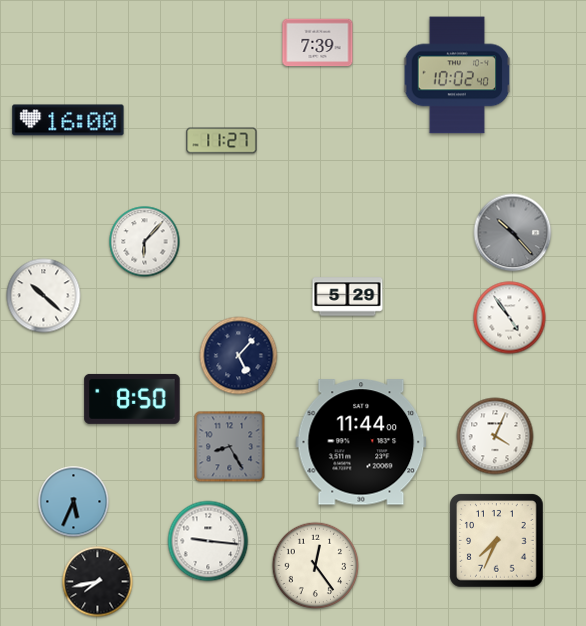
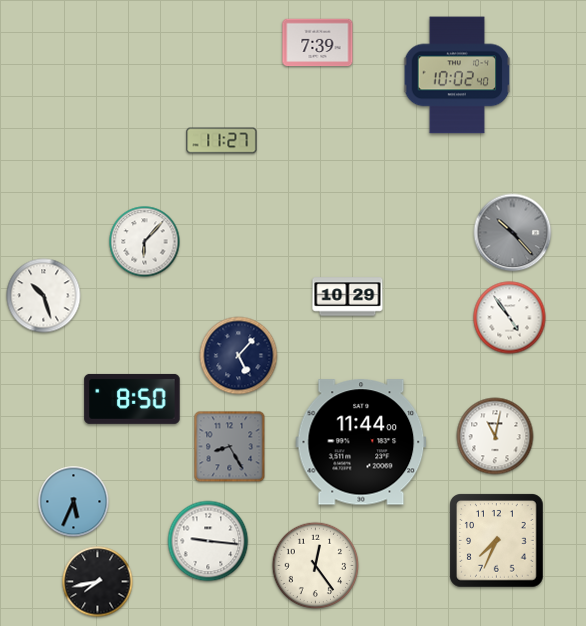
clock at (68, 120): 16:00 -> none
clock at (44, 296): 10:22 -> 10:27
clock at (348, 297): 5:29 -> 10:29
clock at (495, 436): 4:04 -> 11:02
